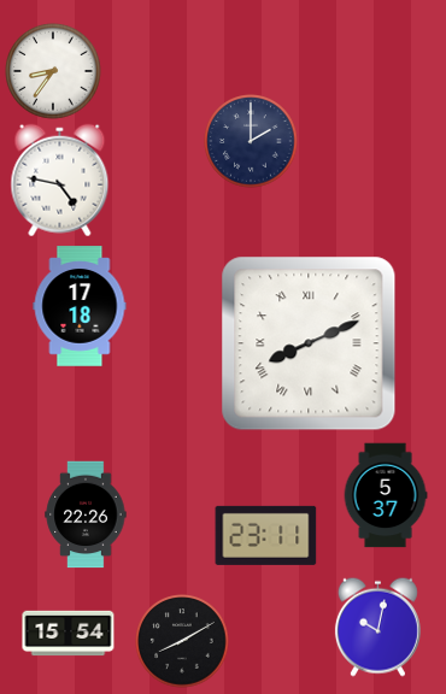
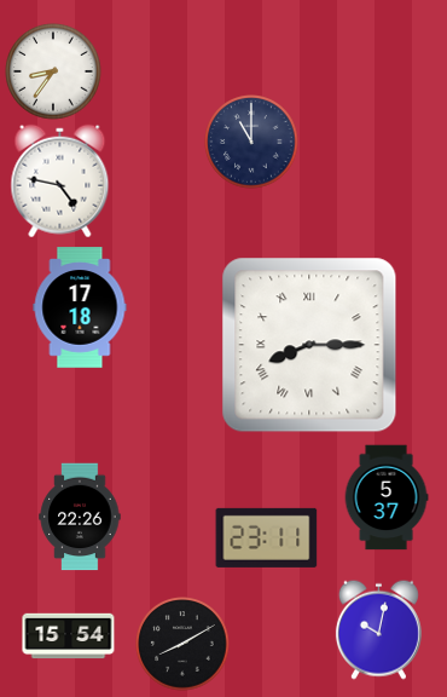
clock at (251, 141): 2:00 -> 11:00
clock at (309, 343): 8:11 -> 8:15
clock at (86, 514) position: (86, 514) -> (80, 517)
